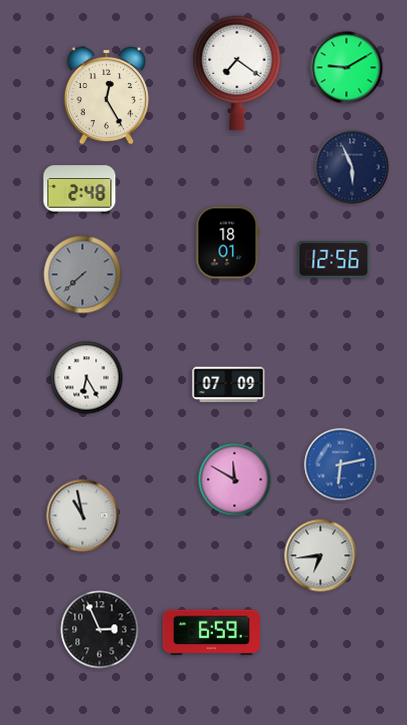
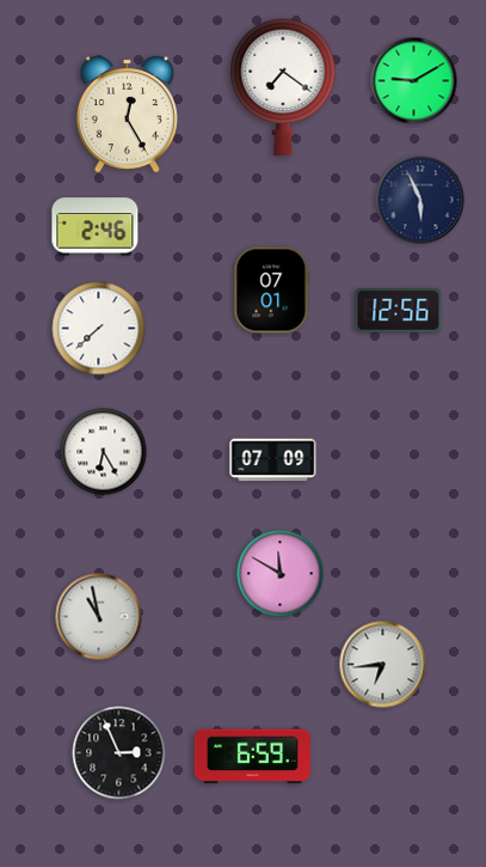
clock at (80, 190): 2:48 -> 2:46
clock at (228, 243): 18:01 -> 07:01
clock at (83, 275) dial: grey -> white
clock at (341, 465): 6:13 -> none
